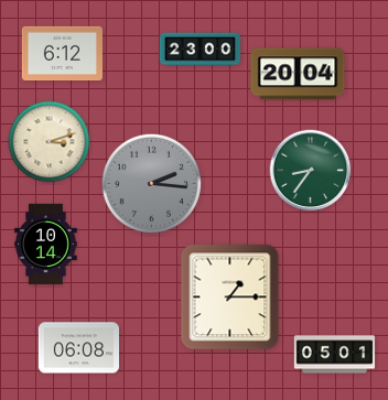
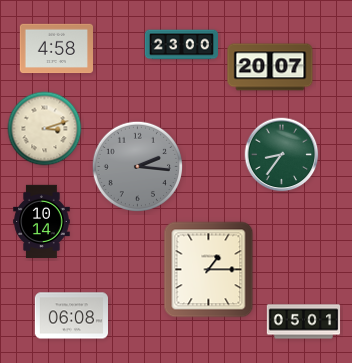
clock at (62, 54): 6:12 -> 4:58
clock at (298, 74): 20:04 -> 20:07
